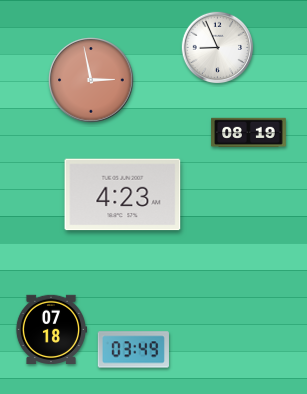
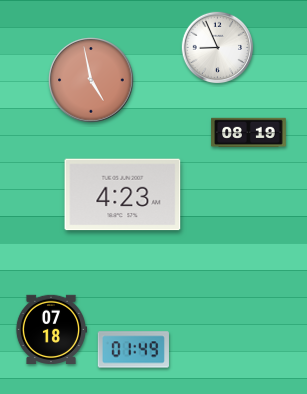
clock at (91, 80): 2:58 -> 4:58
clock at (133, 350): 03:49 -> 01:49
